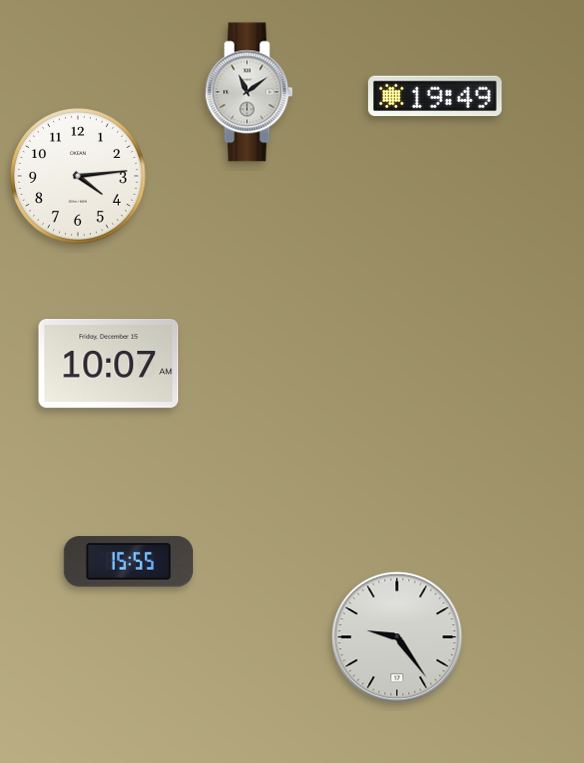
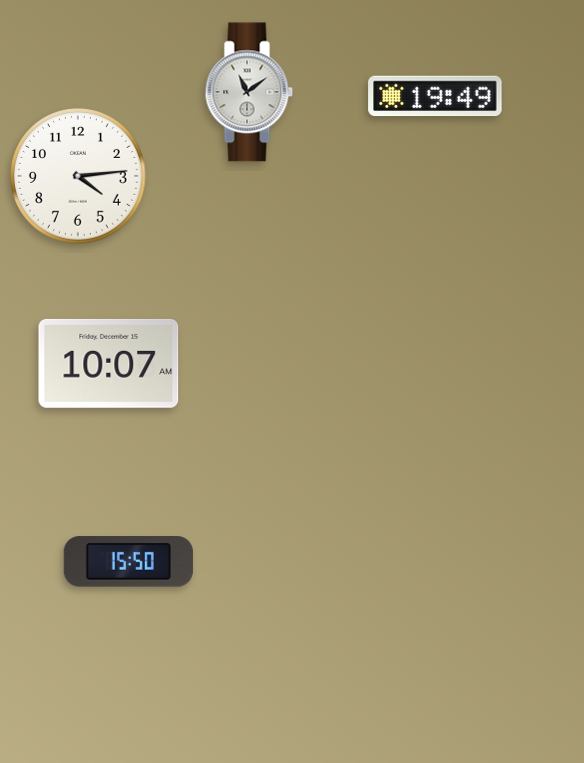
clock at (128, 562): 15:55 -> 15:50
clock at (397, 637): 9:24 -> none
